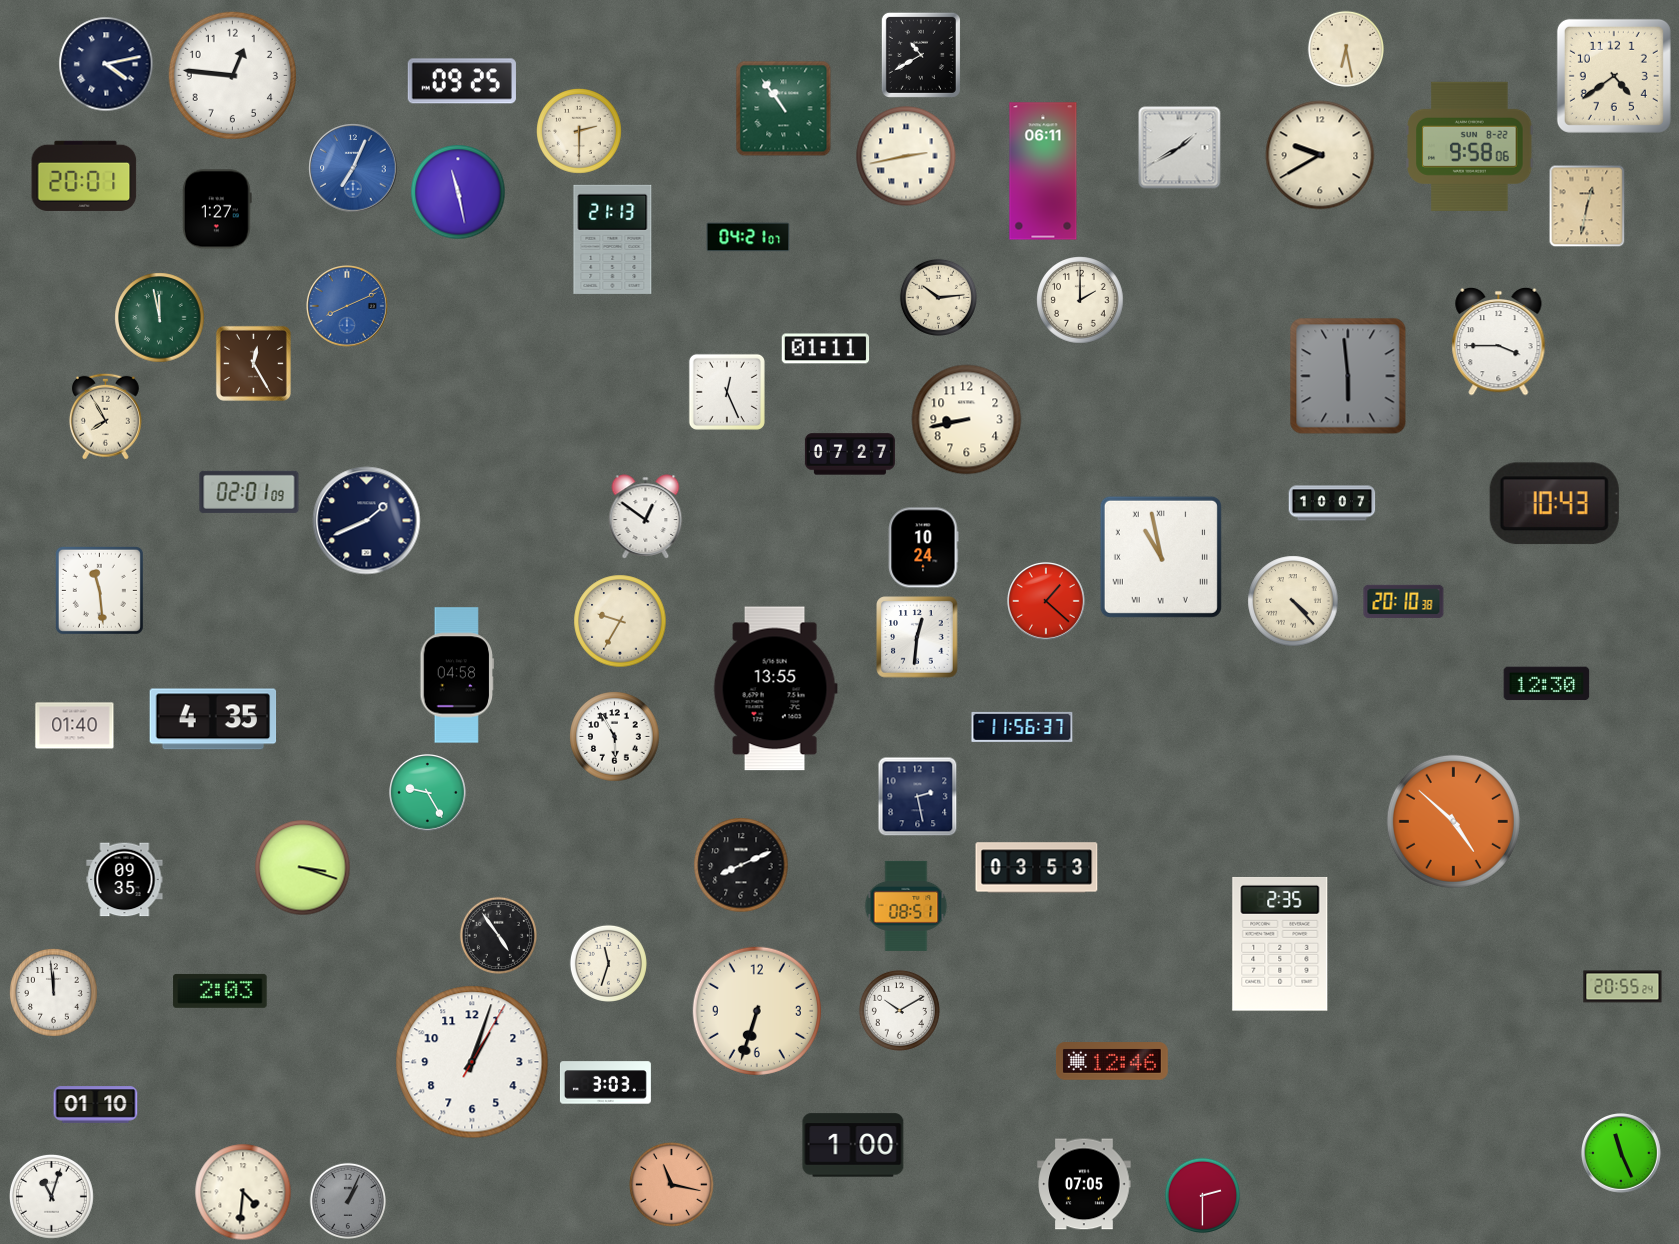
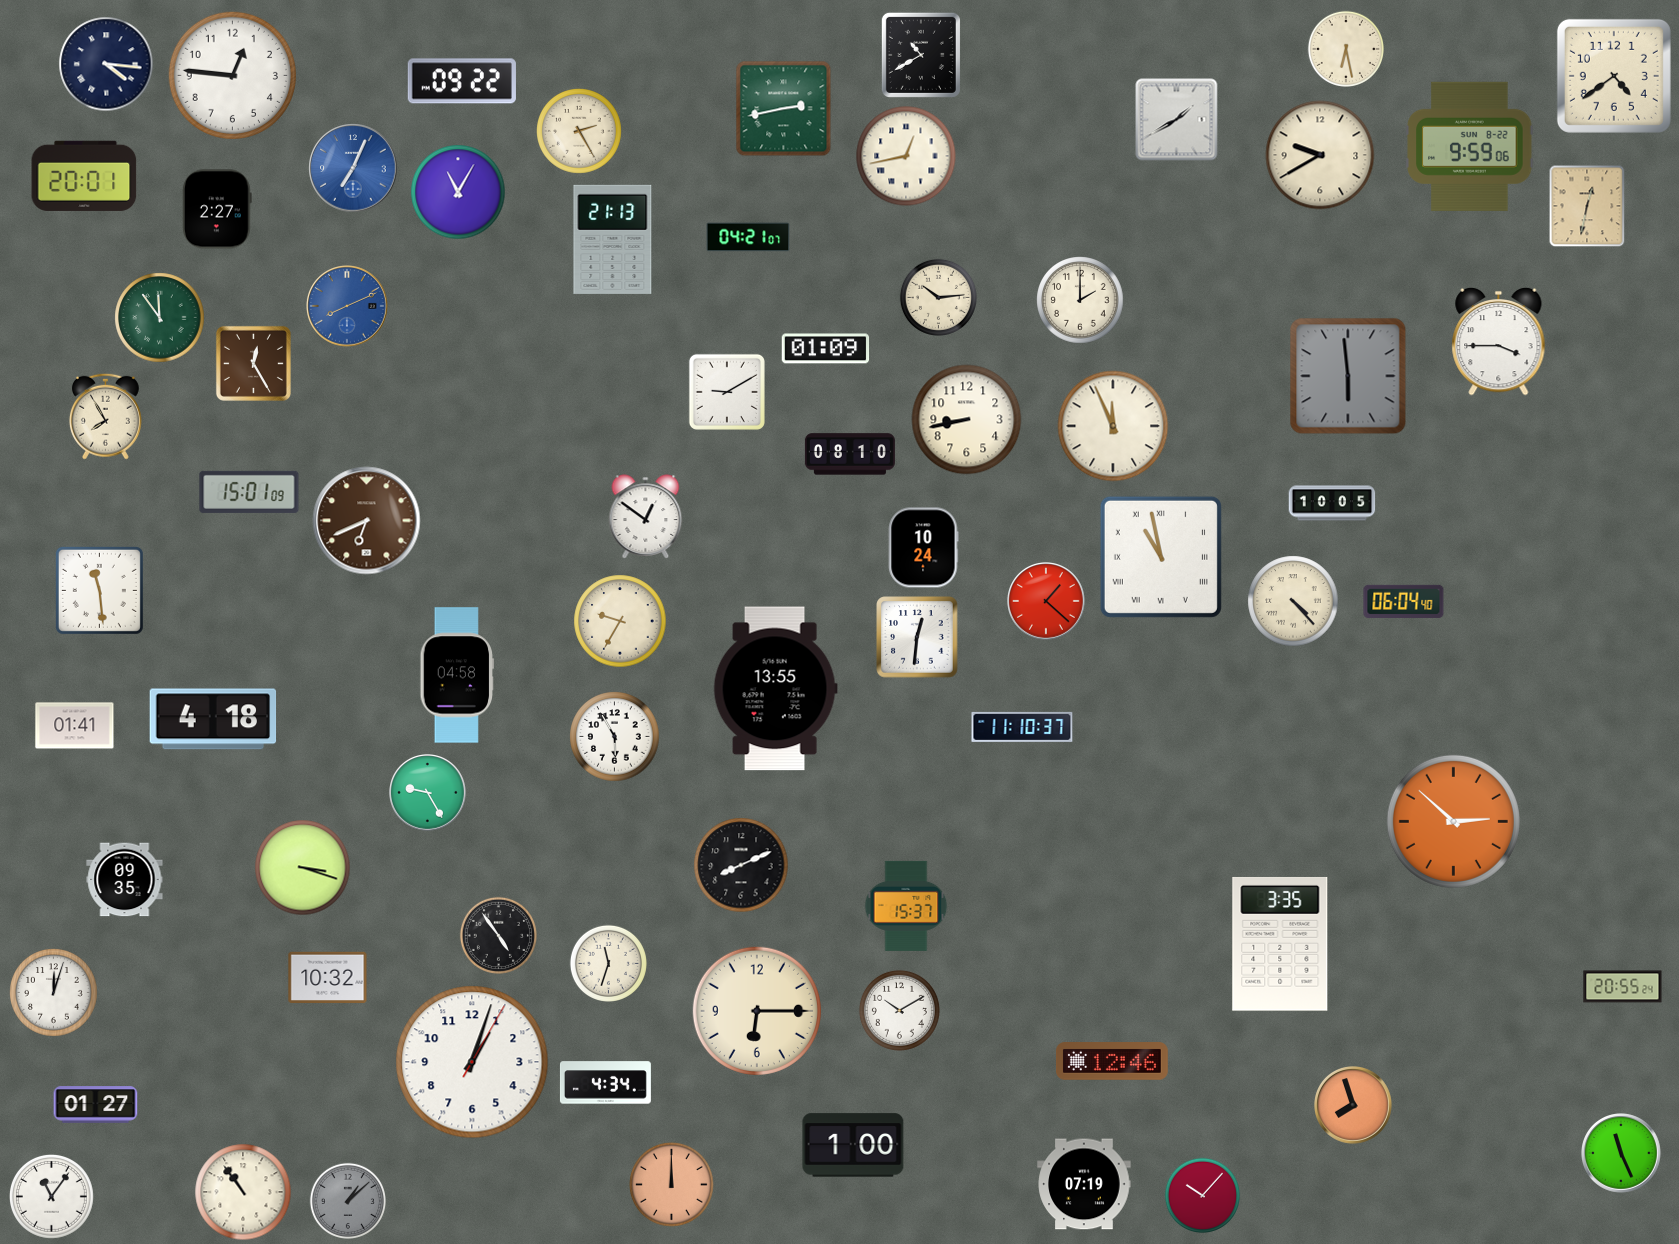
clock at (106, 64): 4:13 -> 4:16
clock at (462, 81): 09:25 -> 09:22
clock at (784, 109): 10:54 -> 2:43
clock at (580, 132): 2:30 -> 2:25
clock at (1470, 146): 9:58 -> 9:59
clock at (1180, 148) position: (1180, 148) -> (1177, 120)
clock at (906, 156): 2:43 -> 12:43
clock at (1043, 171): 06:11 -> none
clock at (458, 192): 11:28 -> 11:05
clock at (218, 209): 1:27 -> 2:27
clock at (160, 318): 11:58 -> 11:54
clock at (826, 349): 01:11 -> 01:09
clock at (727, 392): 12:26 -> 9:10
clock at (1113, 426): none -> 11:56
clock at (850, 454): 07:27 -> 08:10
clock at (249, 492): 02:01 -> 15:01
clock at (1332, 503): 10:07 -> 10:05
clock at (1554, 504): 10:43 -> none
clock at (367, 521): 1:41 -> 6:41
clock at (367, 521) dial: navy -> brown
clock at (1404, 601): 20:10 -> 06:04
clock at (1547, 684): 12:30 -> none
clock at (213, 719): 4:35 -> 4:18
clock at (75, 726): 01:40 -> 01:41
clock at (1022, 727): 11:56 -> 11:10
clock at (918, 797): 2:28 -> none
clock at (1453, 821): 4:52 -> 2:52
clock at (1037, 868): 03:53 -> none
clock at (906, 906): 08:51 -> 15:37
clock at (1280, 944): 2:35 -> 3:35
clock at (328, 977): none -> 10:32
clock at (220, 991): 2:03 -> none
clock at (54, 993): 11:59 -> 12:03
clock at (757, 1011): 6:33 -> 6:15
clock at (605, 1083): 3:03 -> 4:34
clock at (96, 1105): 01:10 -> 01:27
clock at (1354, 1106): none -> 7:57
clock at (671, 1184): 11:17 -> 12:00
clock at (1084, 1184): 07:05 -> 07:19
clock at (243, 1192): 4:31 -> 10:54
clock at (51, 1196): 11:03 -> 11:06
clock at (1203, 1196): 2:30 -> 10:07
clock at (347, 1200): 1:04 -> 1:08
